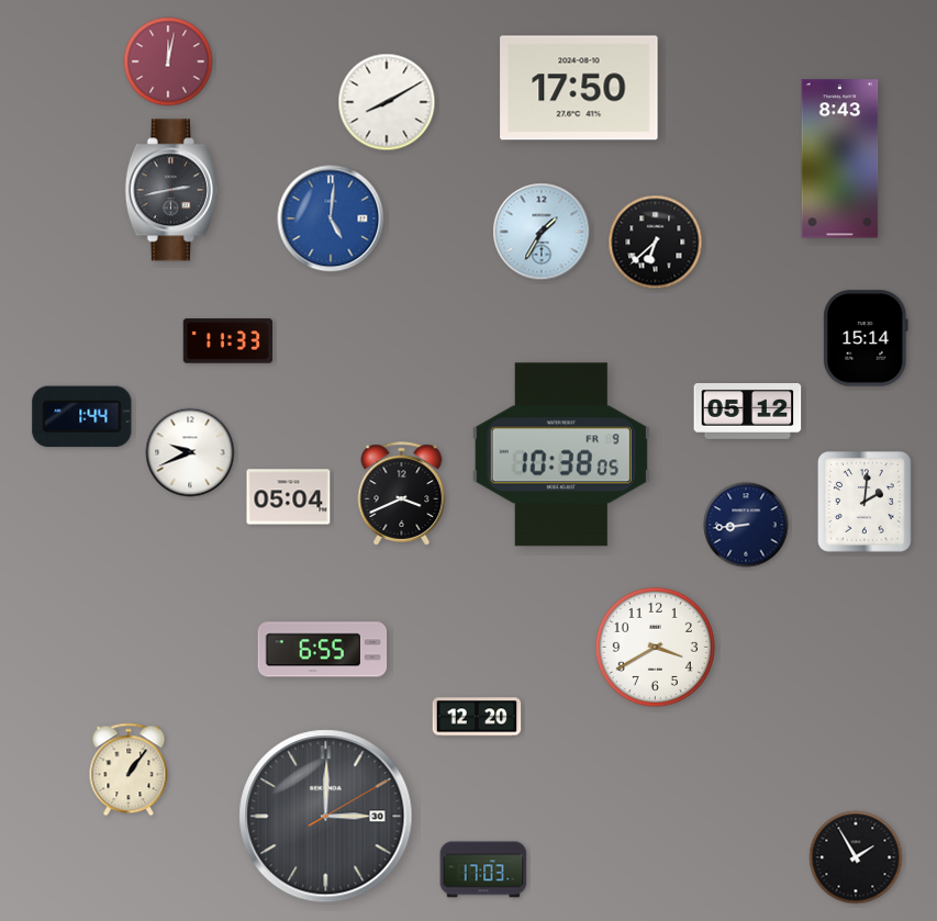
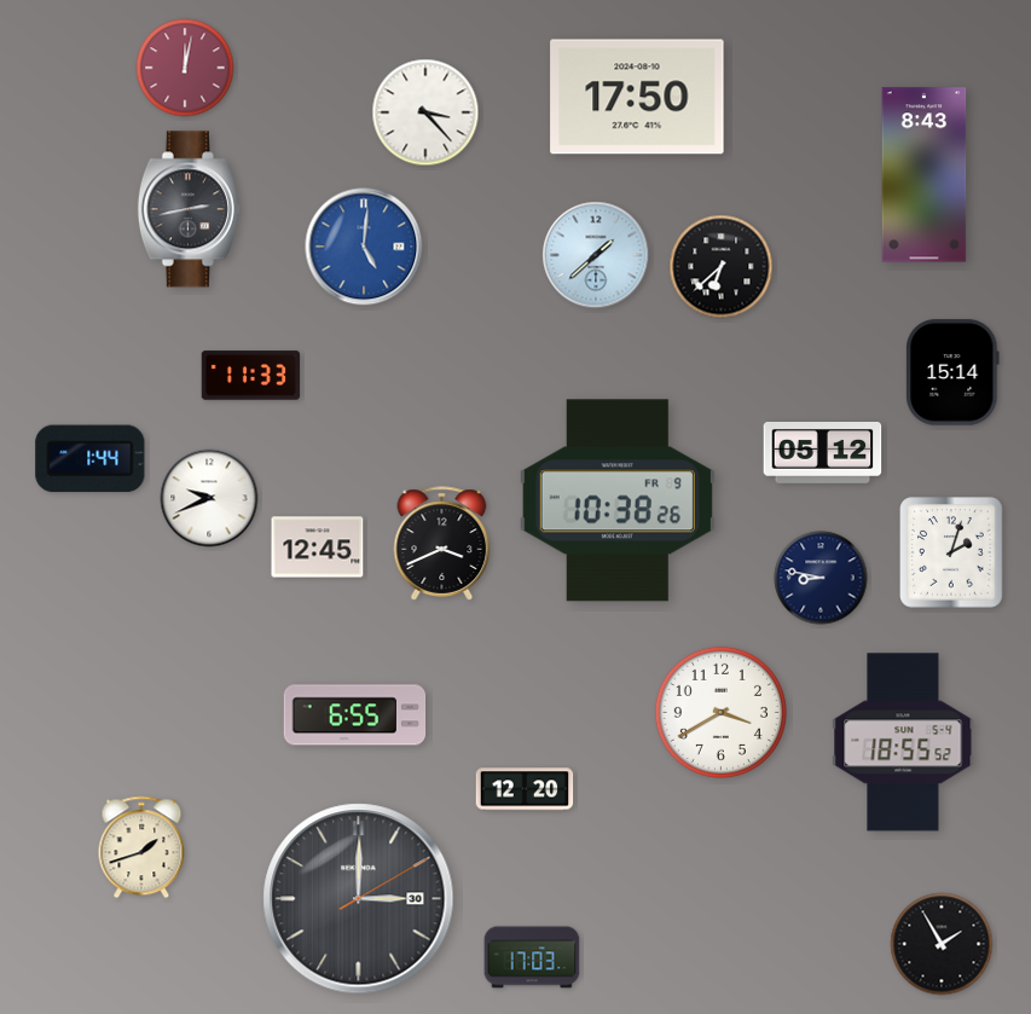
clock at (387, 102): 8:10 -> 3:23
clock at (331, 218) position: (331, 218) -> (364, 247)
clock at (542, 232): 1:35 -> 1:38
clock at (561, 454): 10:38:05 -> 10:38:26
clock at (289, 497): 05:04 -> 12:45
clock at (865, 502): 2:01 -> 2:03
clock at (746, 525): 8:44 -> 8:47
clock at (903, 742): none -> 18:55
clock at (129, 770): 1:06 -> 1:42
